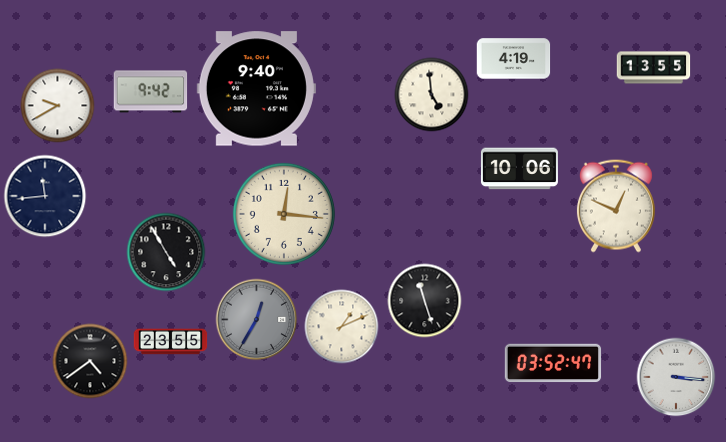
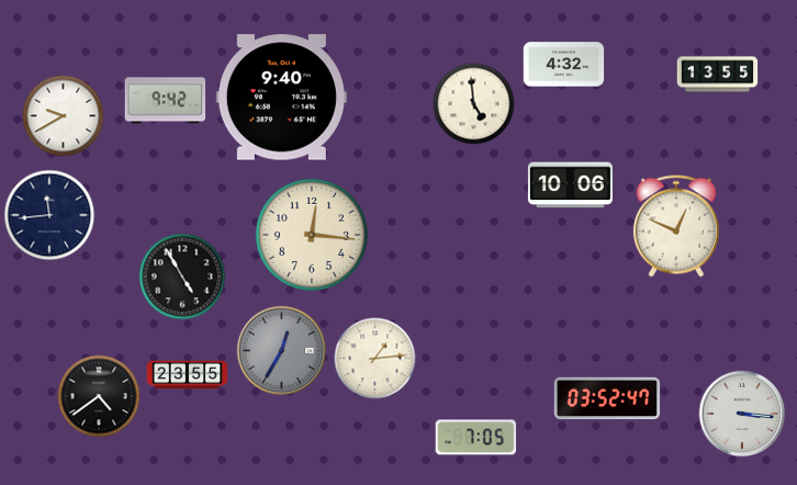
clock at (514, 59): 4:19 -> 4:32
clock at (425, 301): 11:27 -> none
clock at (342, 327): 1:11 -> 1:14
clock at (476, 438): none -> 7:05
